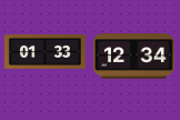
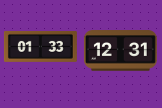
clock at (133, 57): 12:34 -> 12:31
